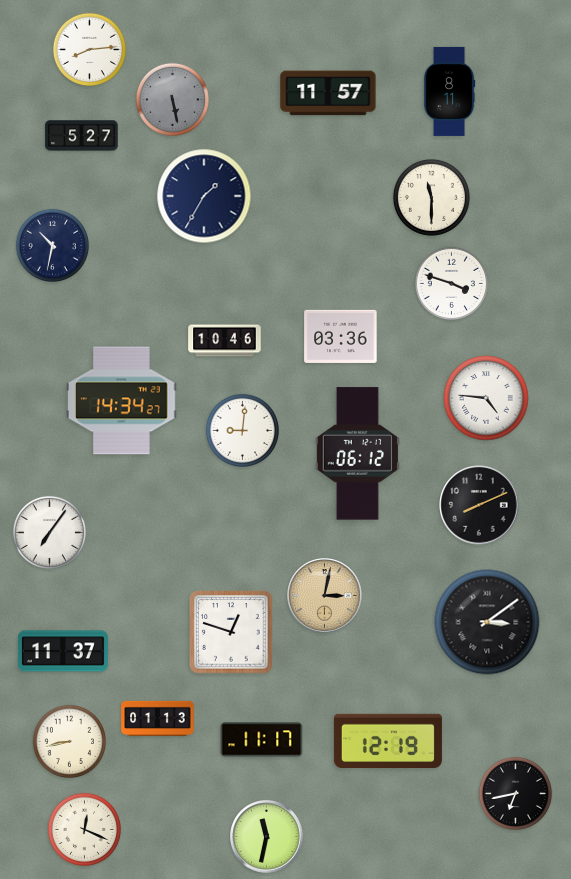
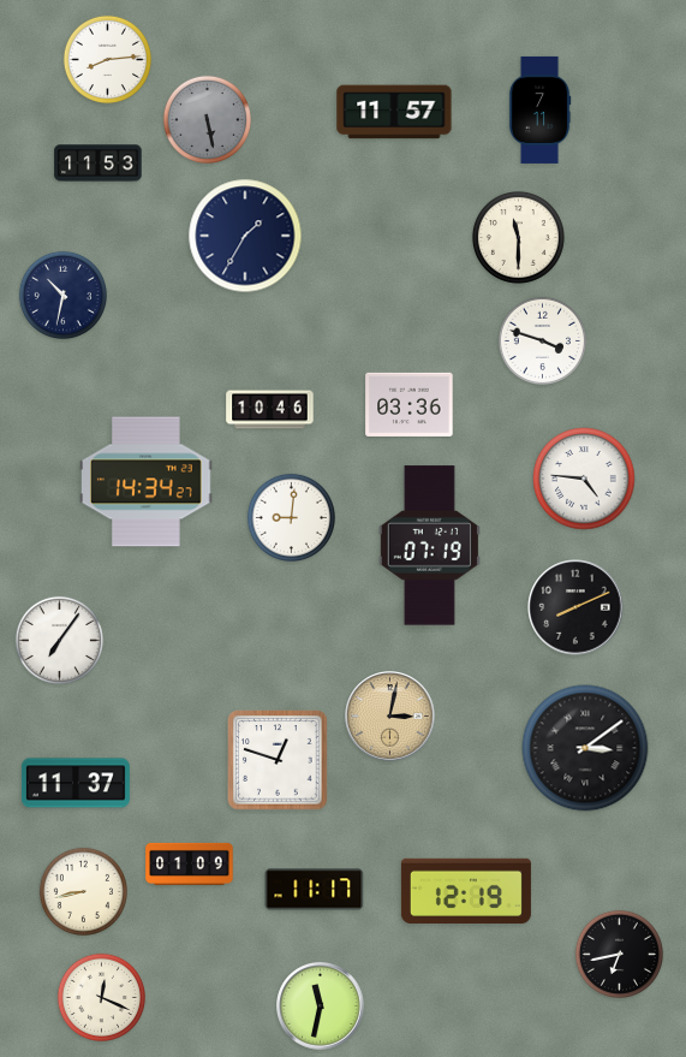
clock at (449, 91): 8:11 -> 7:11
clock at (82, 136): 5:27 -> 11:53
clock at (357, 454): 06:12 -> 07:19
clock at (158, 718): 01:13 -> 01:09
